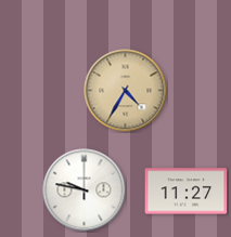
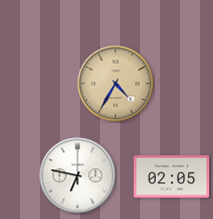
clock at (85, 190): 9:47 -> 6:47
clock at (187, 192): 11:27 -> 02:05
